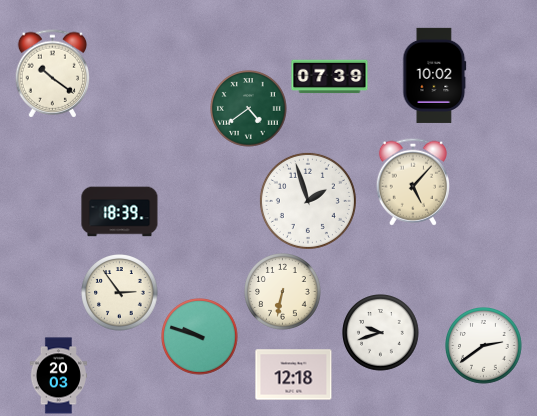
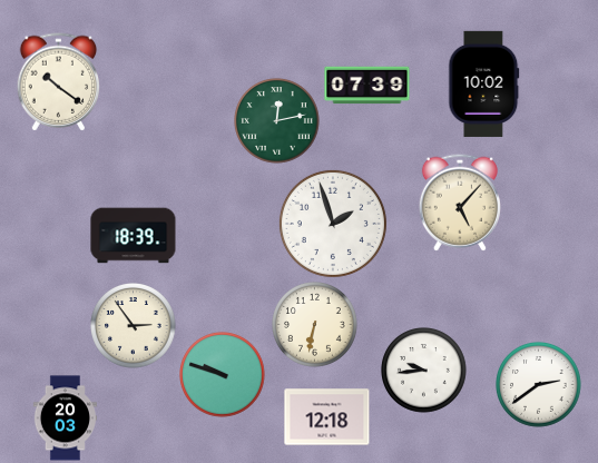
clock at (249, 109): 4:39 -> 12:13
clock at (308, 201) position: (308, 201) -> (333, 224)
clock at (381, 333): 9:42 -> 9:44
